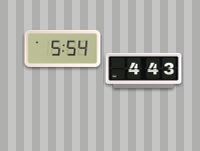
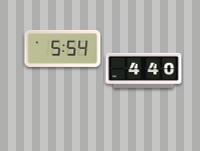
clock at (144, 70): 4:43 -> 4:40
